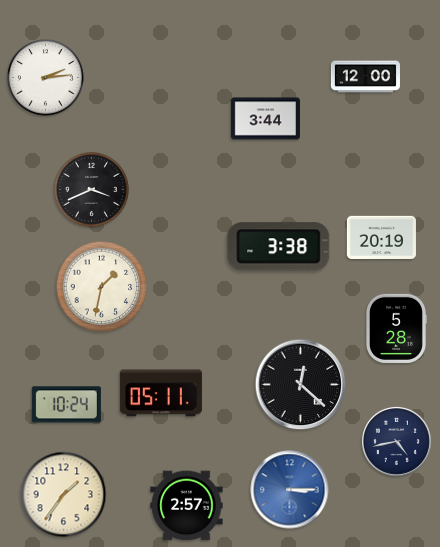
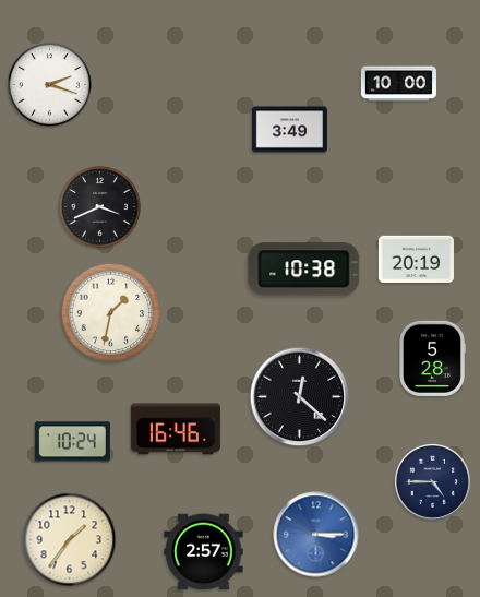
clock at (365, 77): 12:00 -> 10:00
clock at (46, 78): 2:14 -> 2:18
clock at (265, 119): 3:44 -> 3:49
clock at (279, 247): 3:38 -> 10:38
clock at (301, 385) position: (301, 385) -> (300, 397)
clock at (161, 393): 05:11 -> 16:46
clock at (396, 441): 4:43 -> 4:45
